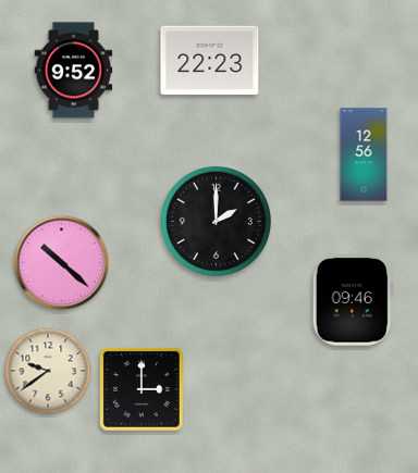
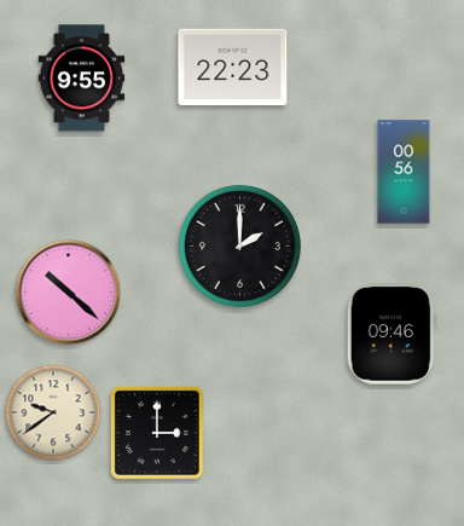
clock at (74, 71): 9:52 -> 9:55
clock at (364, 154): 12:56 -> 00:56
